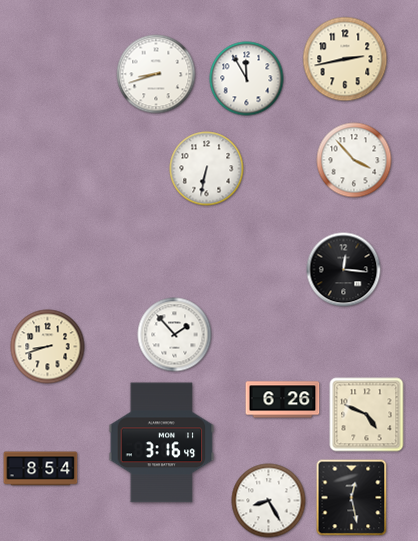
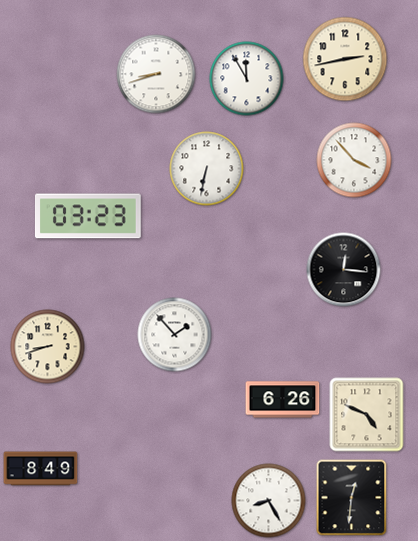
clock at (88, 216): none -> 03:23
clock at (162, 443): 3:16 -> none
clock at (41, 469): 8:54 -> 8:49
clock at (352, 498): 12:28 -> 12:31
